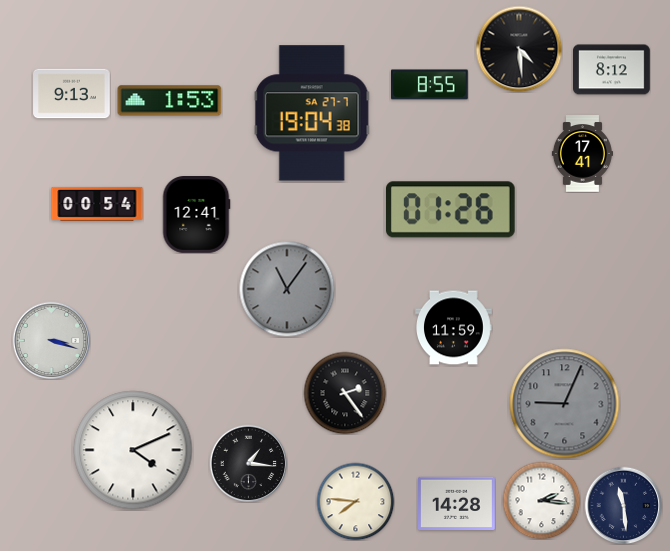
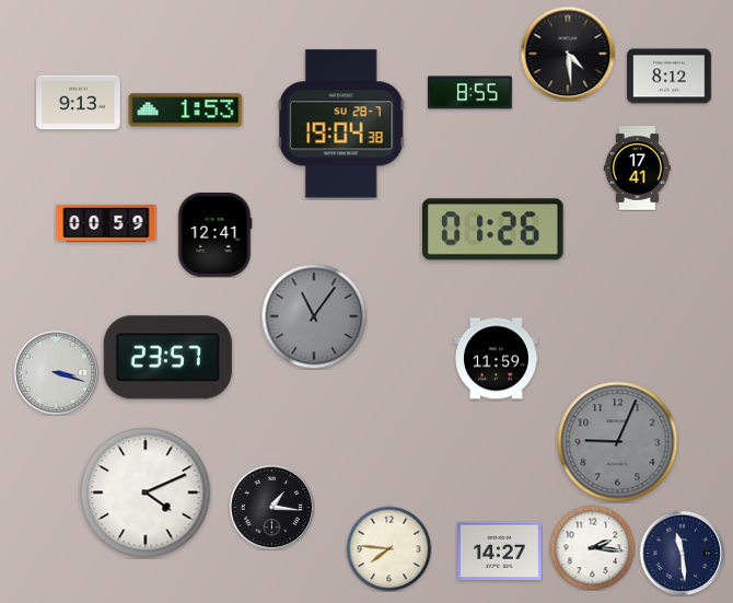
clock at (312, 113) date: SA 27-7 -> SU 28-7
clock at (97, 204): 00:54 -> 00:59
clock at (167, 358): none -> 23:57
clock at (345, 393): 2:24 -> none
clock at (457, 503): 14:28 -> 14:27
